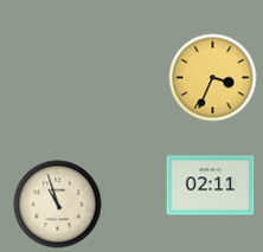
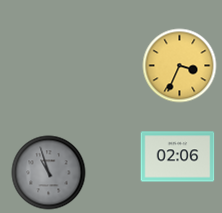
clock at (211, 186): 02:11 -> 02:06
clock at (58, 205) dial: cream -> grey
